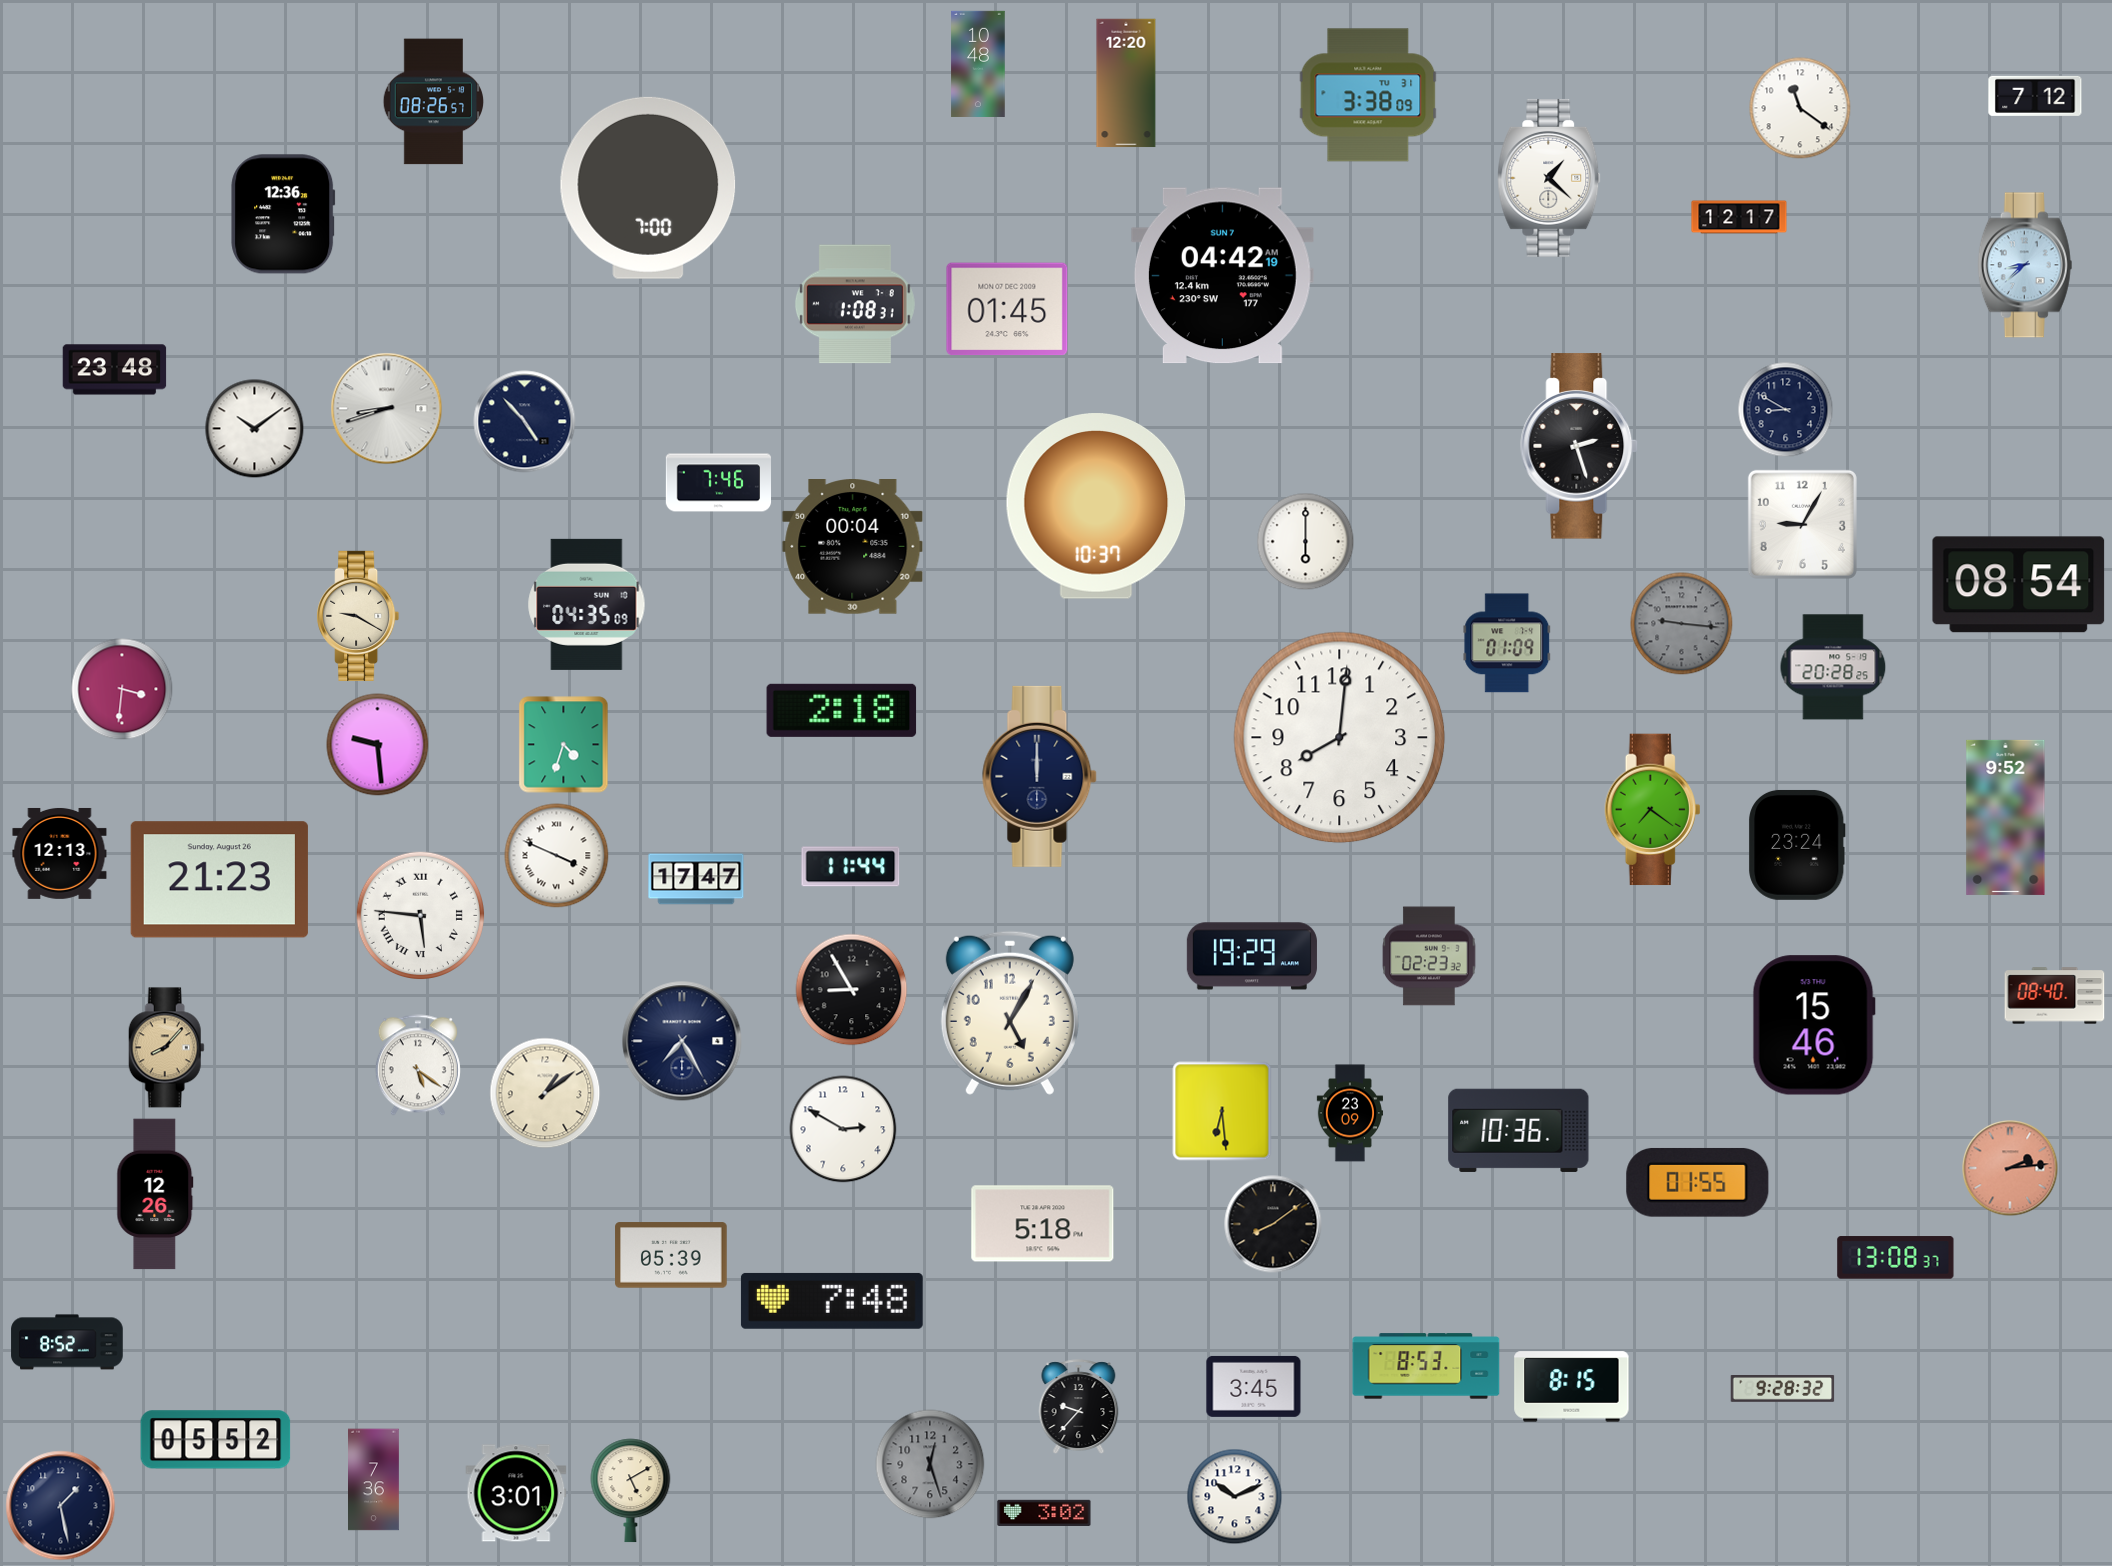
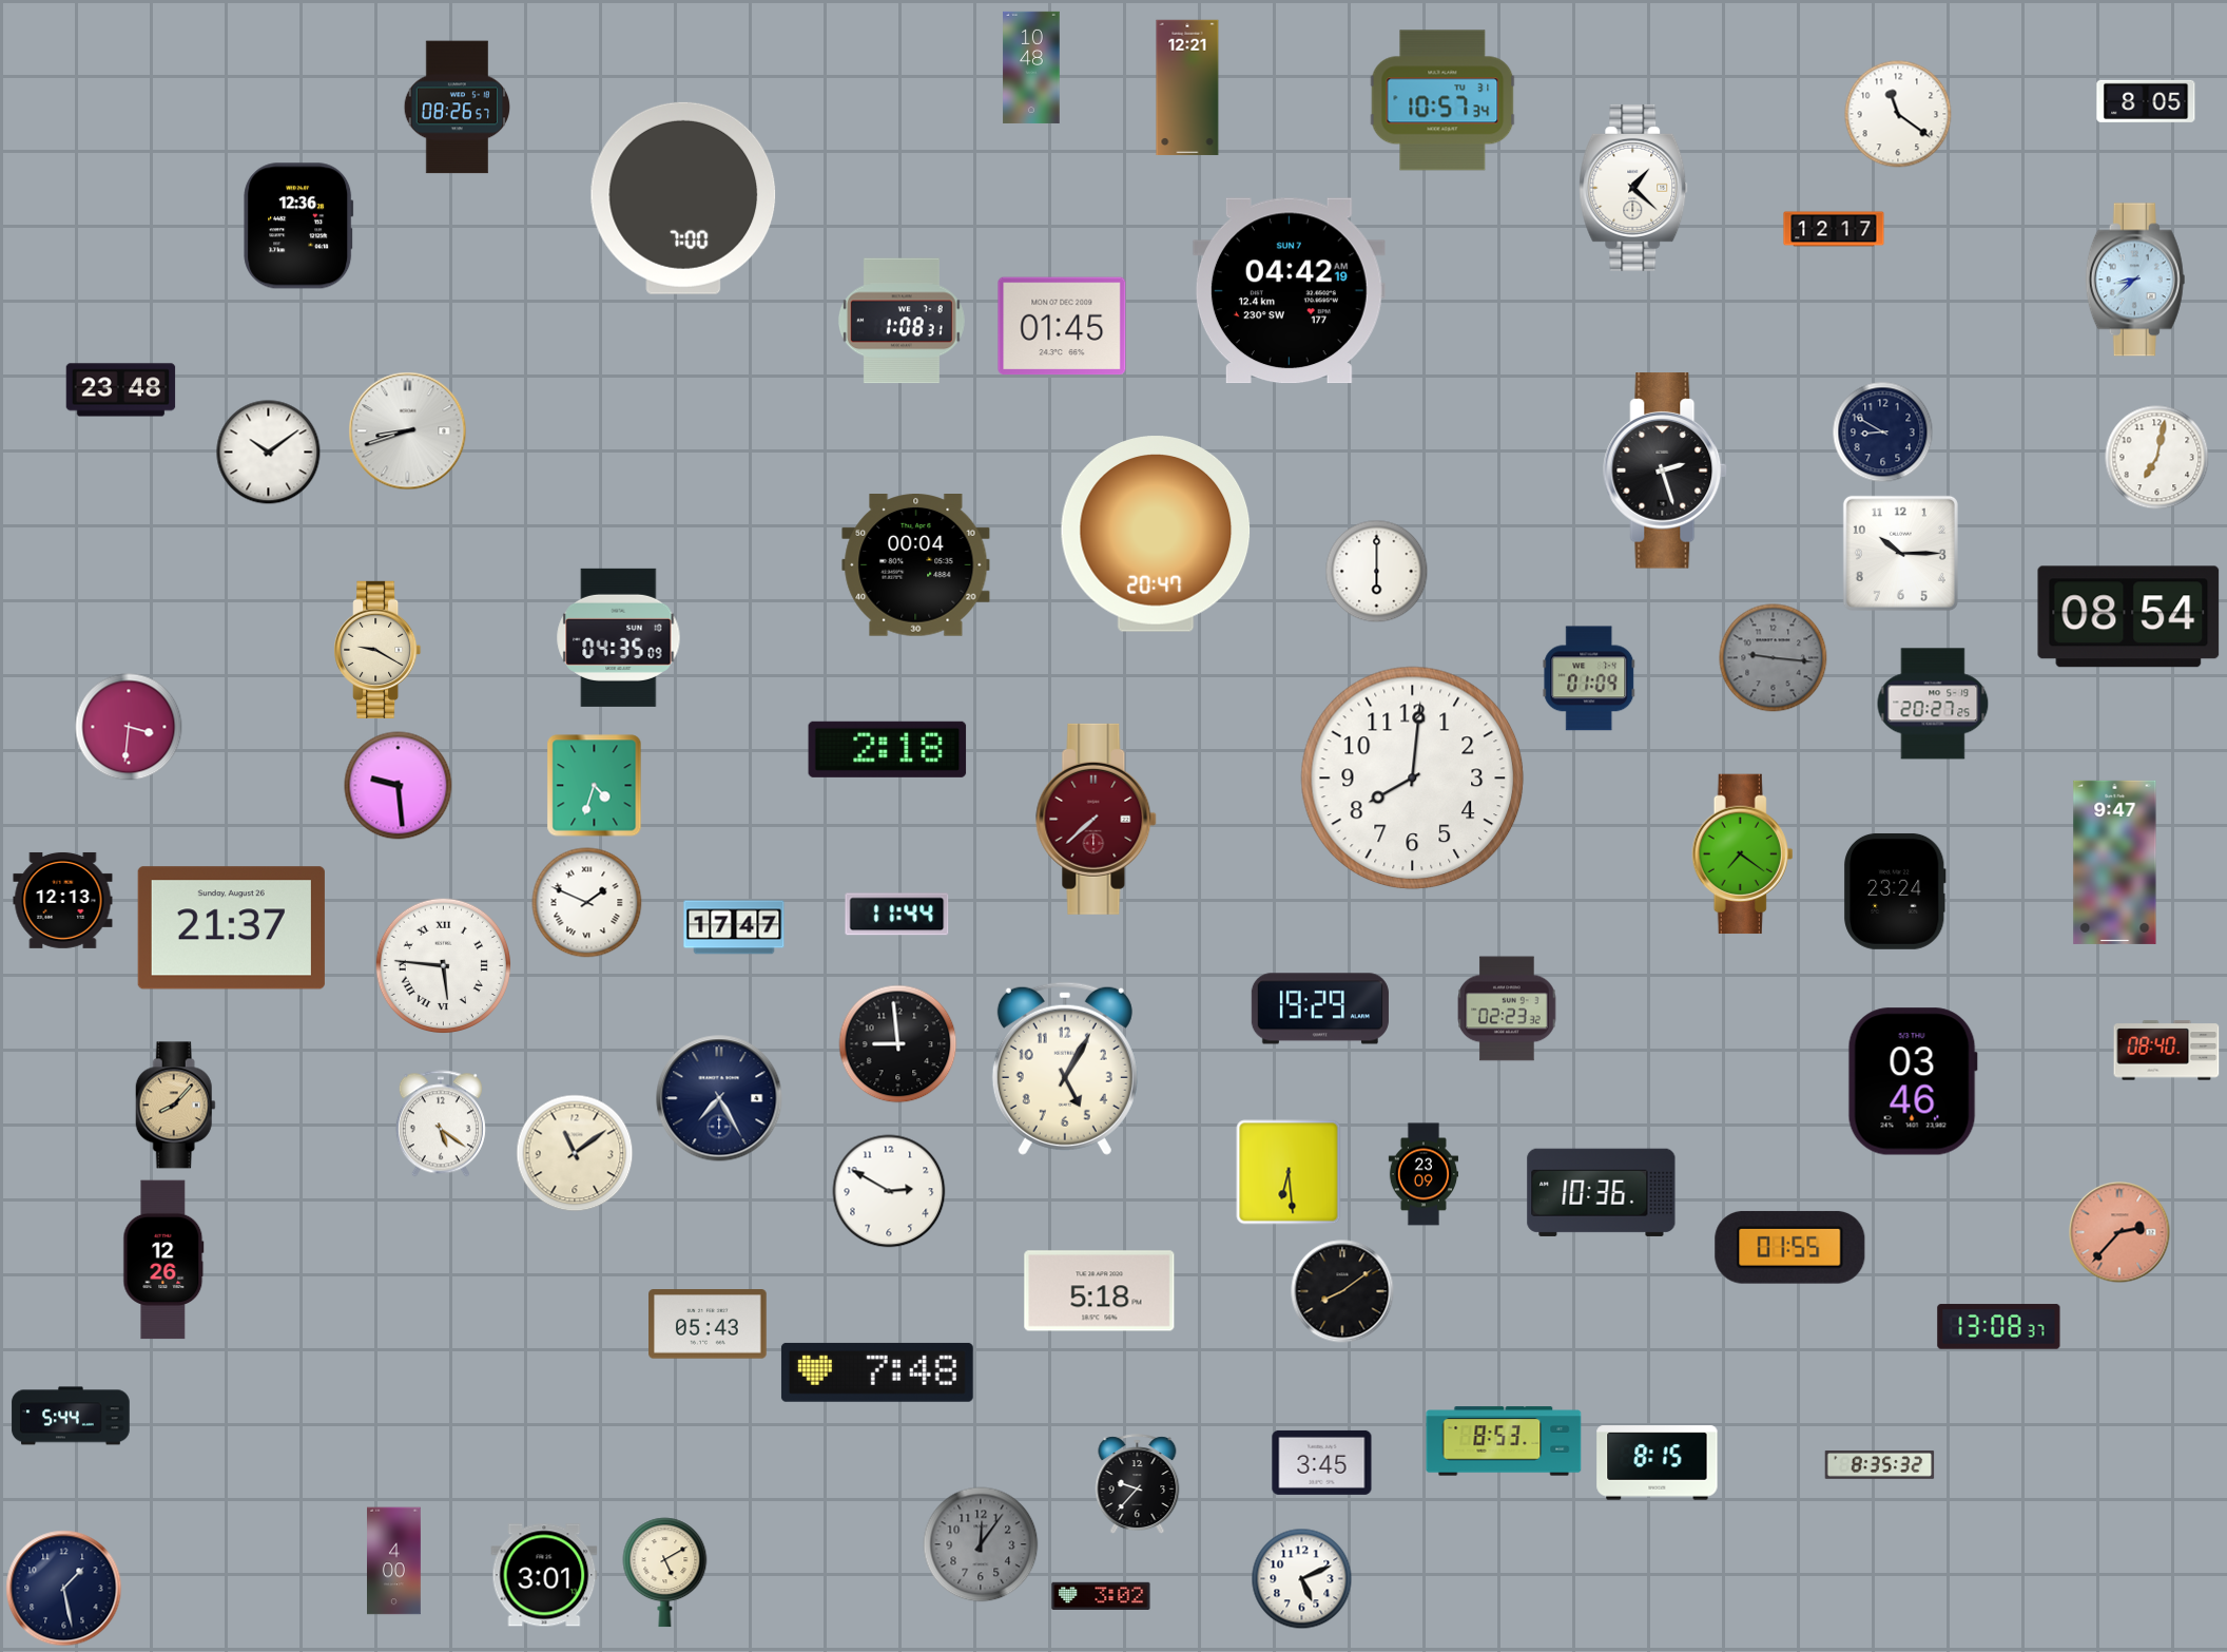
clock at (1126, 83): 12:20 -> 12:21
clock at (1368, 95): 3:38 -> 10:57
clock at (2035, 96): 7:12 -> 8:05
clock at (525, 422): 4:53 -> none
clock at (2157, 458): none -> 7:02
clock at (719, 483): 7:46 -> none
clock at (1096, 506): 10:37 -> 20:47
clock at (1802, 524): 9:05 -> 10:15
clock at (853, 547) position: (853, 547) -> (916, 565)
clock at (1833, 667): 20:28 -> 20:27
clock at (1040, 776): 12:00 -> 7:38
clock at (1040, 776) dial: navy -> burgundy
clock at (2006, 817): 9:52 -> 9:47
clock at (557, 856): 3:49 -> 1:49
clock at (219, 880): 21:23 -> 21:37
clock at (852, 990): 8:55 -> 8:59
clock at (1814, 1025): 15:46 -> 03:46
clock at (545, 1093): 1:09 -> 11:09
clock at (2010, 1168): 2:14 -> 2:37
clock at (671, 1255): 05:39 -> 05:43
clock at (67, 1342): 8:52 -> 5:44
clock at (1783, 1389): 9:28 -> 8:35
clock at (216, 1440): 05:52 -> none
clock at (930, 1464): 12:27 -> 12:06
clock at (374, 1480): 7:36 -> 4:00
clock at (1235, 1497): 10:11 -> 5:11
